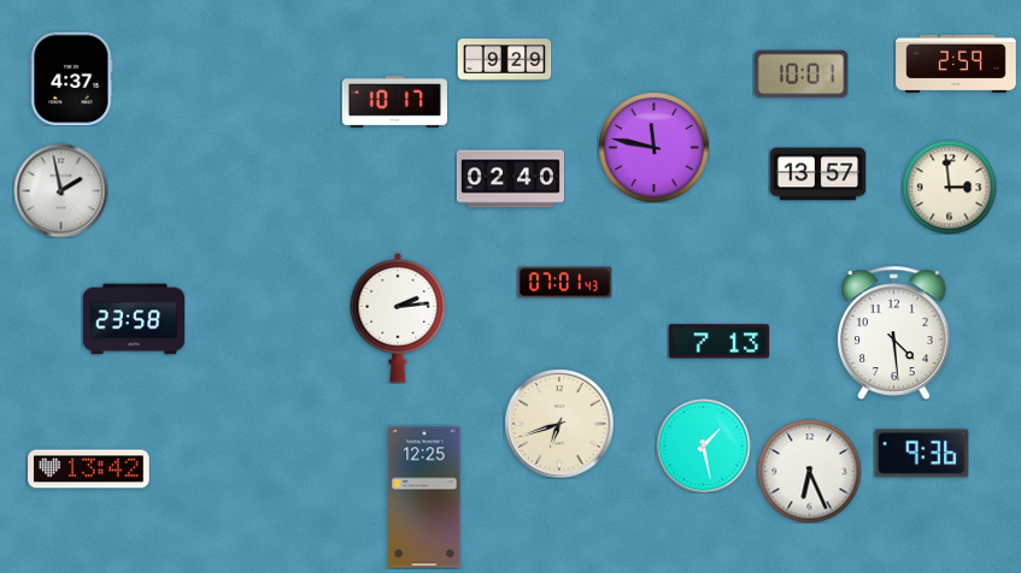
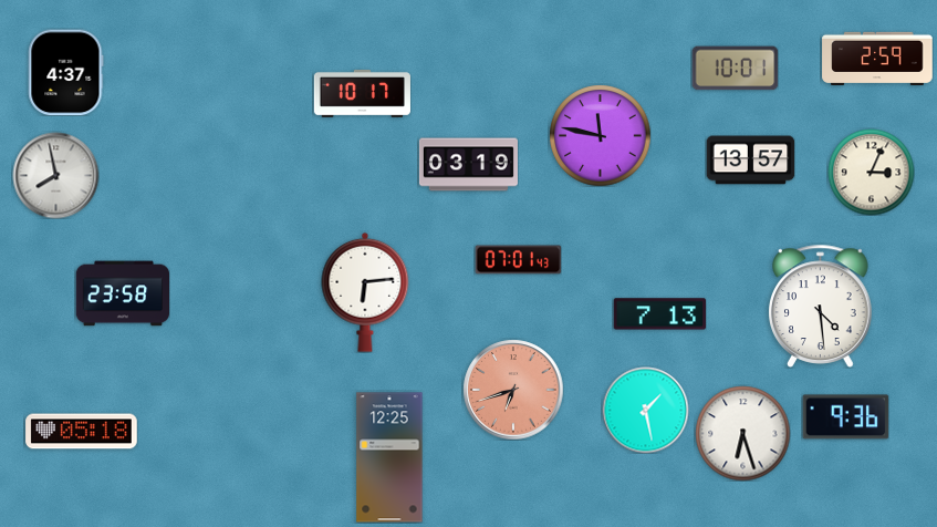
clock at (504, 60): 9:29 -> none
clock at (510, 179): 02:40 -> 03:19
clock at (949, 187): 2:59 -> 3:04
clock at (60, 190): 1:58 -> 7:58
clock at (398, 318): 2:14 -> 6:14
clock at (559, 424) dial: cream -> salmon
clock at (89, 469): 13:42 -> 05:18
clock at (809, 471): 6:26 -> 6:27
